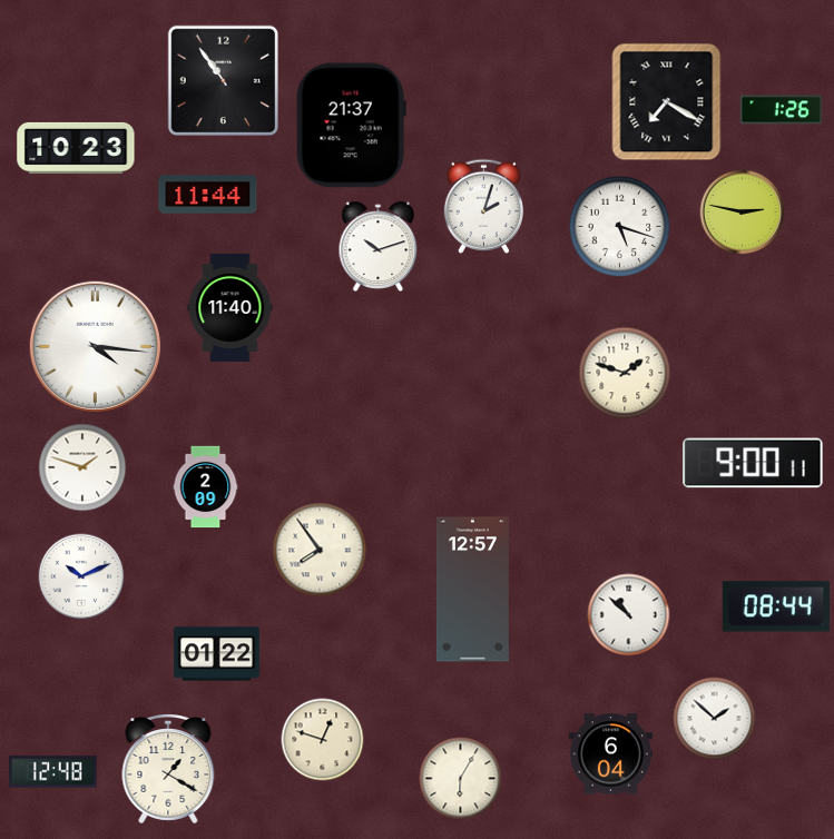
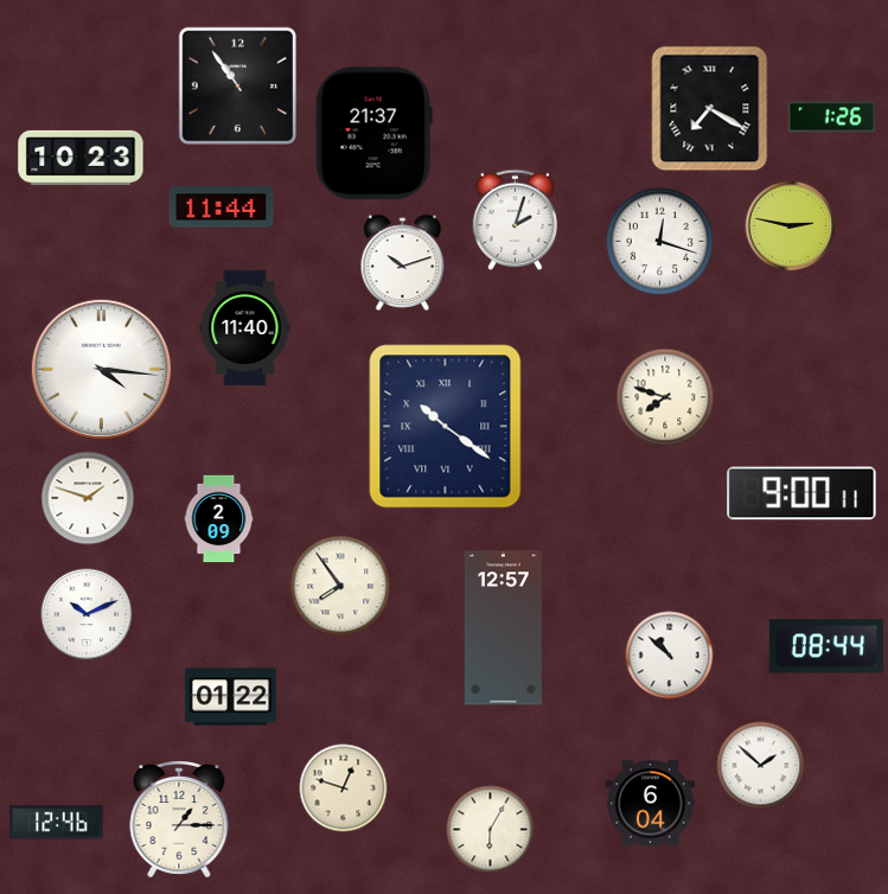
clock at (620, 227): 5:18 -> 12:18
clock at (625, 373): 1:48 -> 7:48
clock at (446, 427): none -> 10:21
clock at (168, 769): 1:20 -> 1:15
clock at (53, 772): 12:48 -> 12:46
